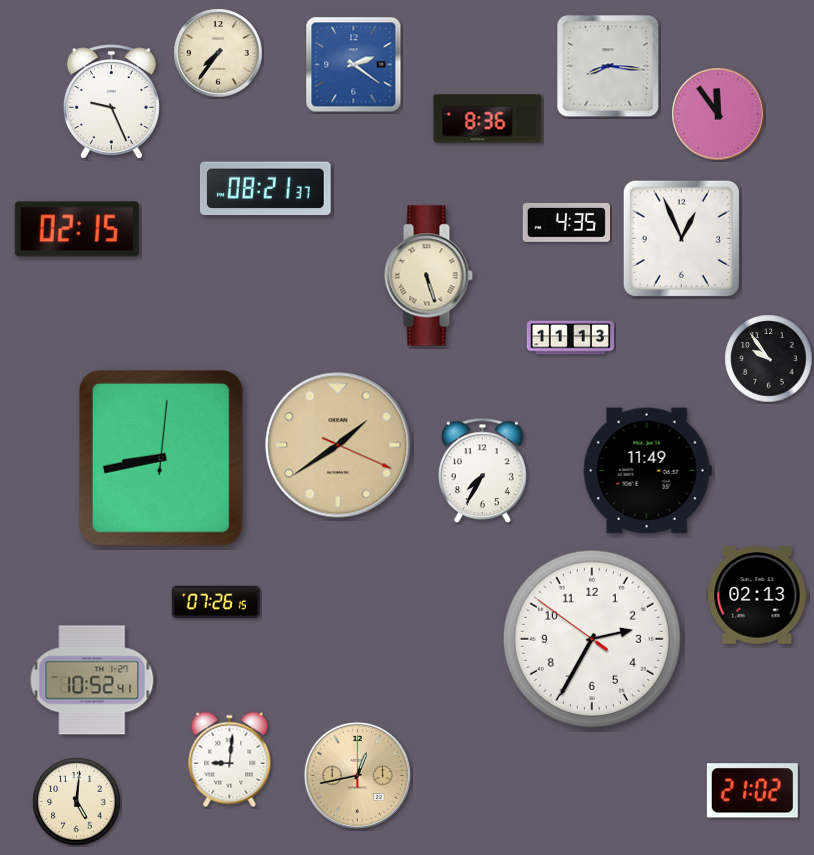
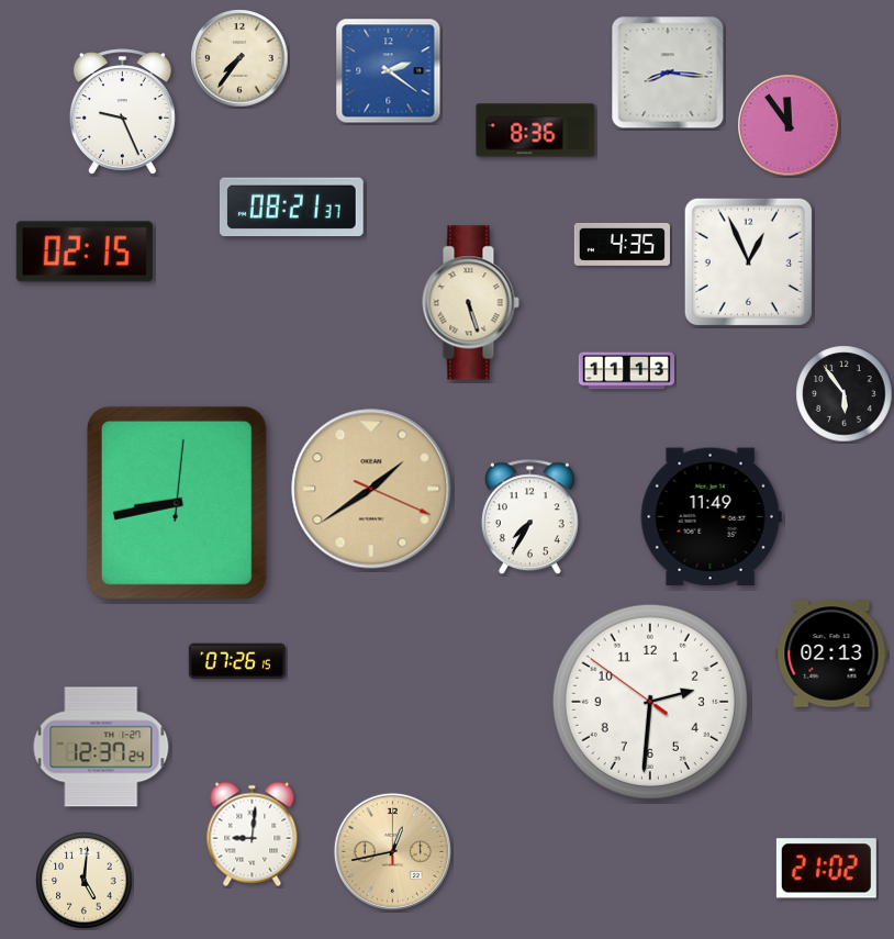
clock at (769, 359): 9:54 -> 5:54
clock at (592, 639): 2:34 -> 2:30
clock at (92, 680): 10:52 -> 12:37
